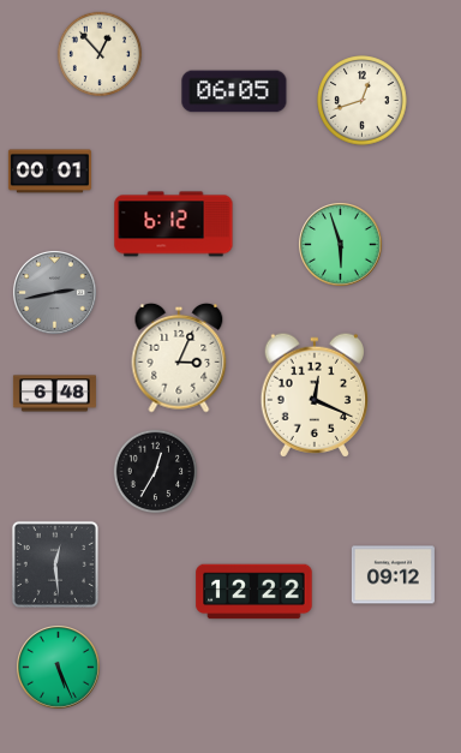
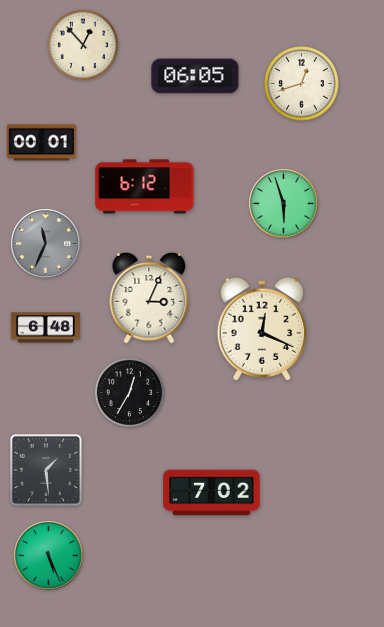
clock at (55, 293): 2:43 -> 11:34
clock at (55, 564): 12:29 -> 1:29
clock at (393, 575): 09:12 -> none
clock at (255, 592): 12:22 -> 7:02
